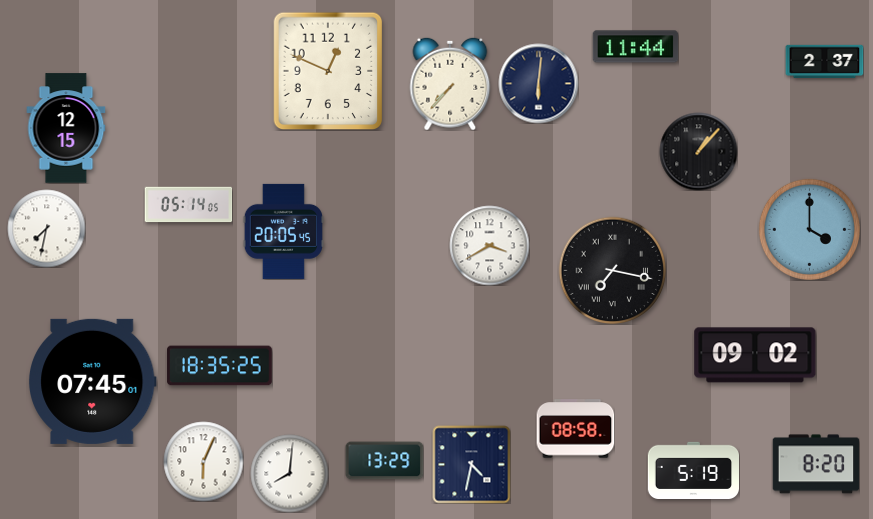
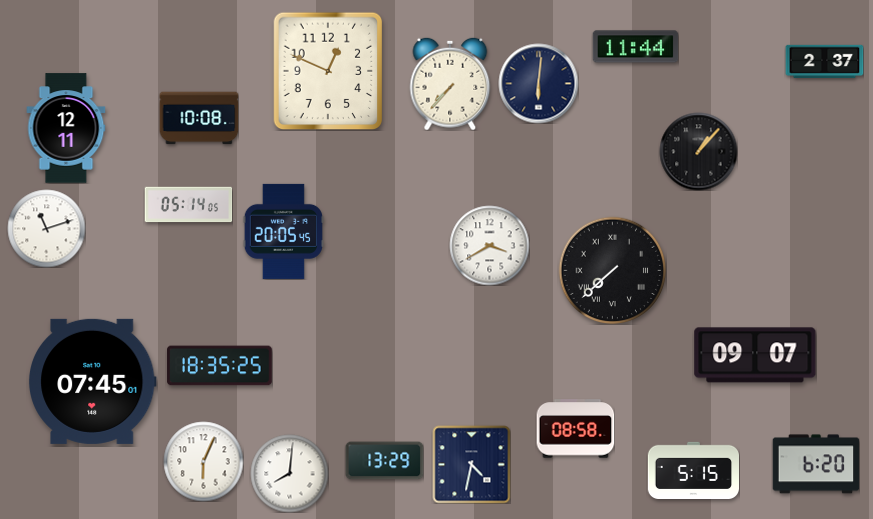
clock at (199, 118): none -> 10:08
clock at (66, 128): 12:15 -> 12:11
clock at (46, 228): 7:32 -> 11:12
clock at (809, 229): 4:00 -> none
clock at (612, 270): 7:17 -> 7:38
clock at (755, 355): 09:02 -> 09:07
clock at (816, 464): 8:20 -> 6:20
clock at (693, 470): 5:19 -> 5:15
